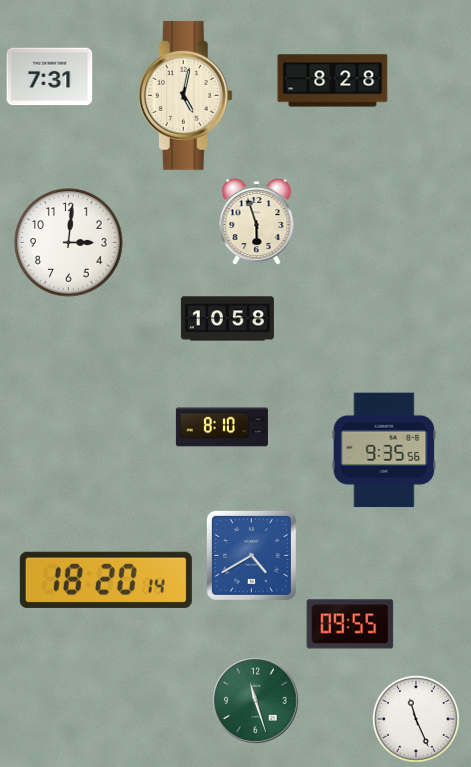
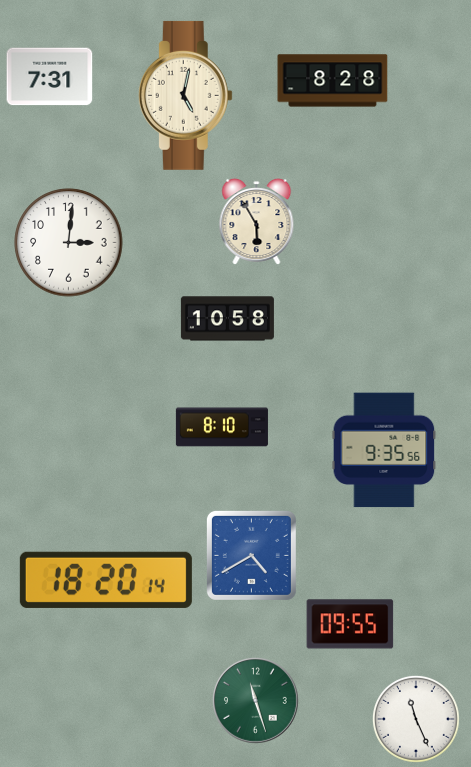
clock at (257, 222): 5:57 -> 5:55
